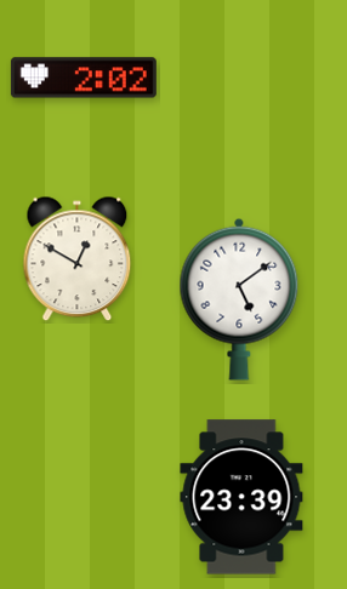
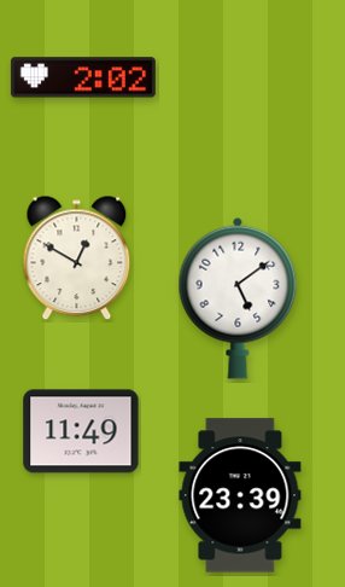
clock at (81, 431): none -> 11:49
